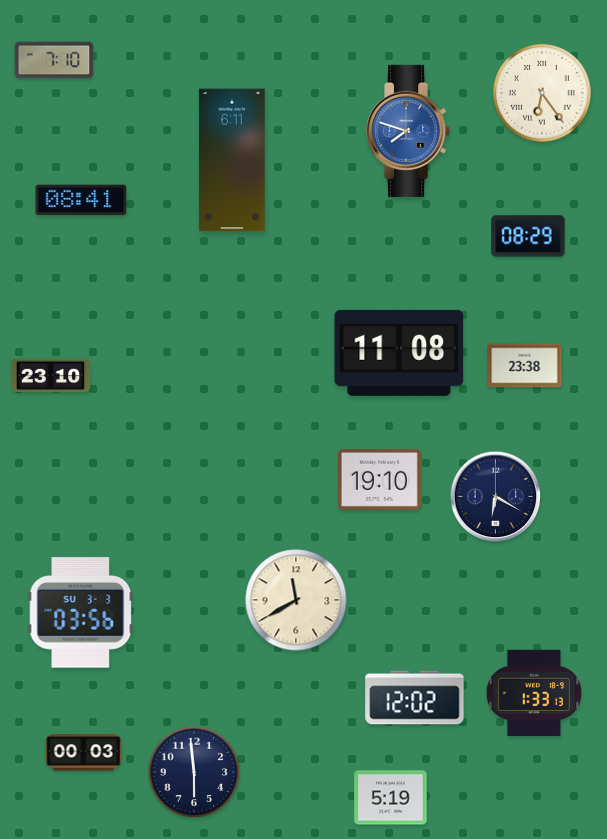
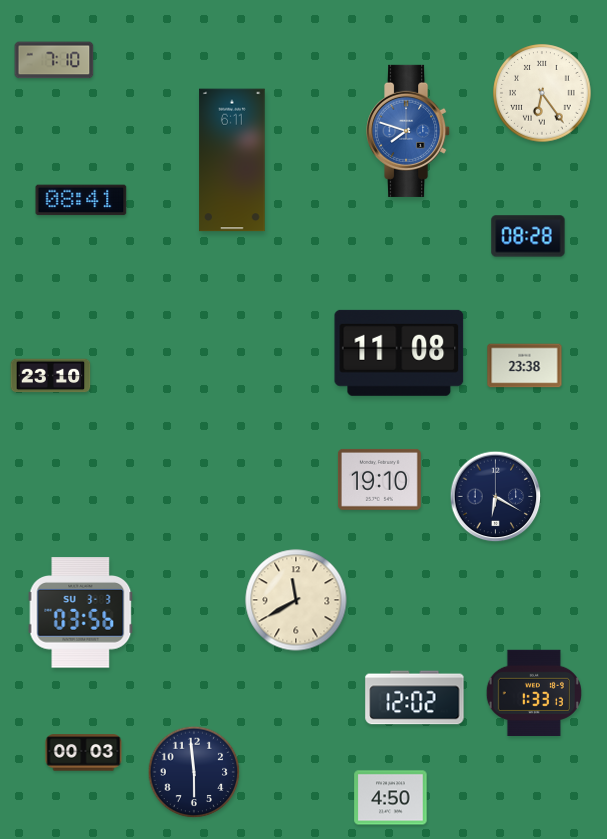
clock at (528, 236): 08:29 -> 08:28
clock at (391, 798): 5:19 -> 4:50
